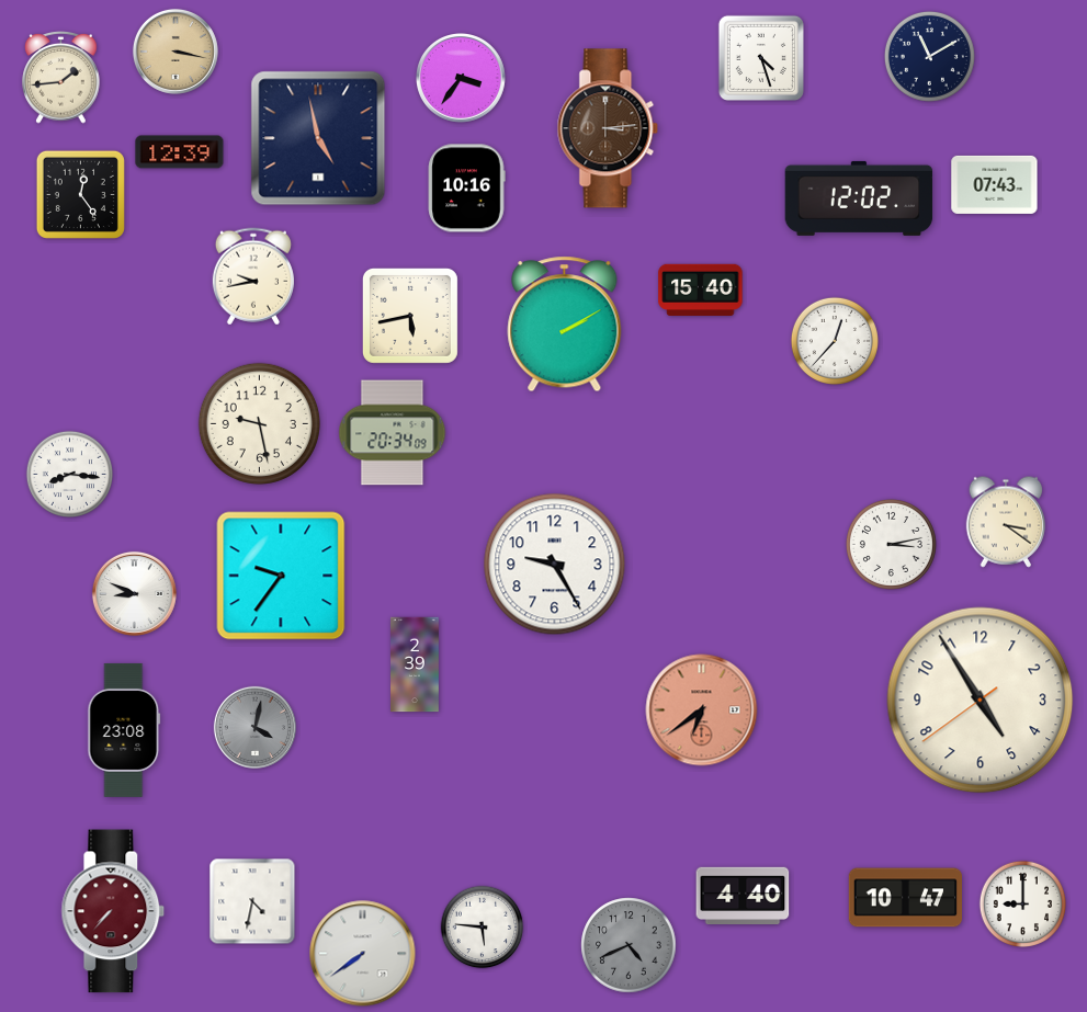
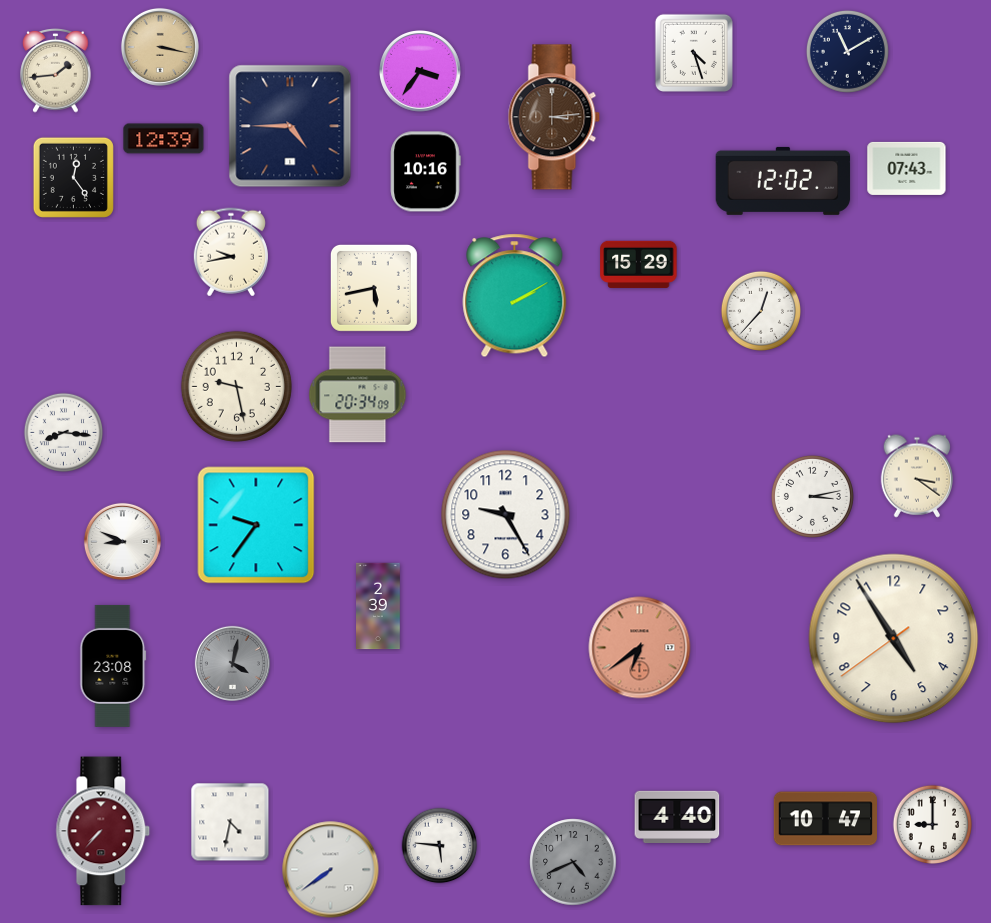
clock at (318, 138): 4:58 -> 4:45
clock at (701, 289): 15:40 -> 15:29
